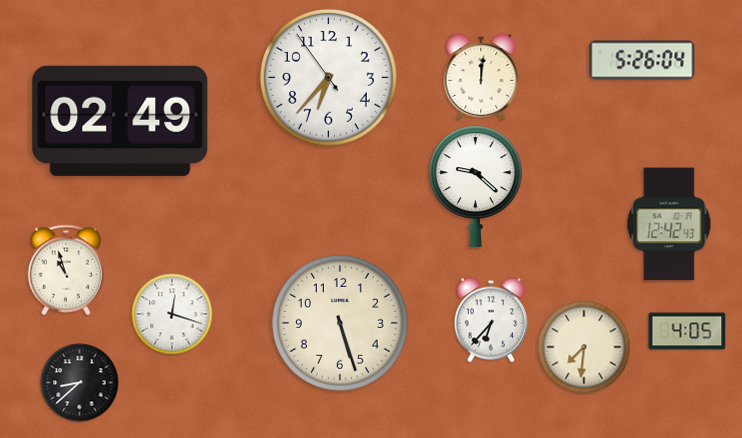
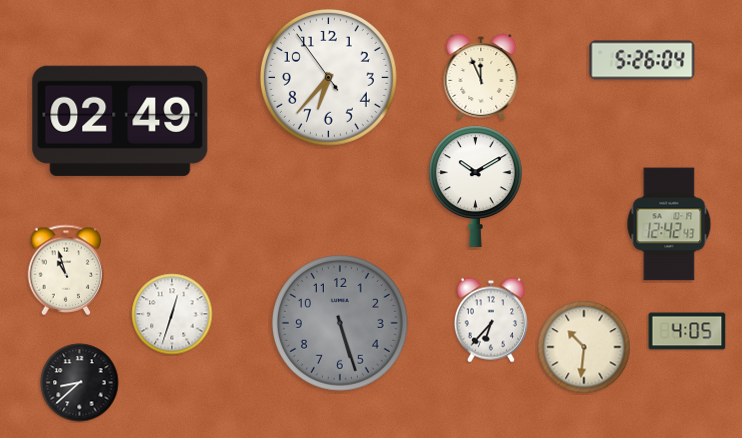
clock at (481, 77): 12:01 -> 11:56
clock at (476, 186): 9:22 -> 10:10
clock at (172, 314): 12:18 -> 12:33
clock at (340, 323) dial: cream -> grey
clock at (584, 347): 7:31 -> 10:31
